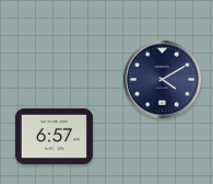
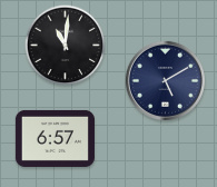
clock at (66, 46): none -> 11:01
clock at (162, 79): 4:10 -> 5:10
